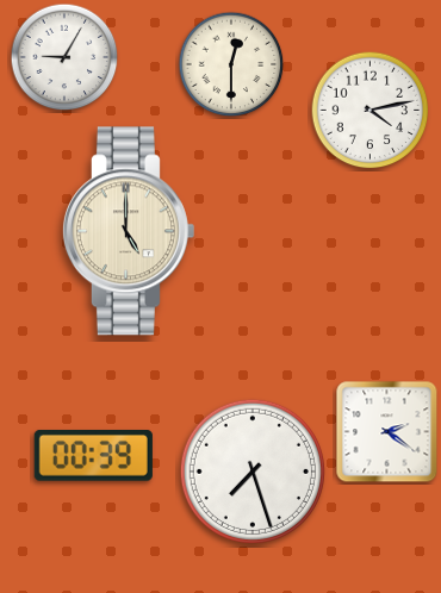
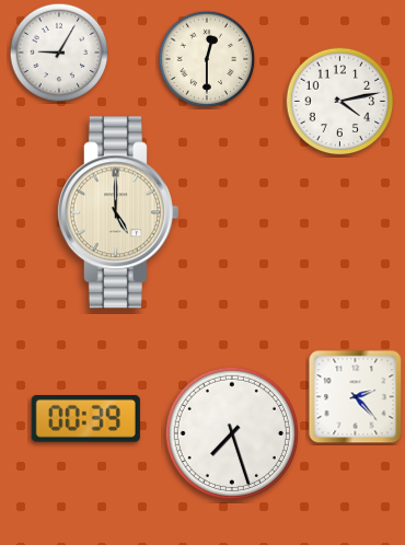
clock at (231, 64) position: (231, 64) -> (207, 59)
clock at (387, 432): 2:21 -> 2:23
